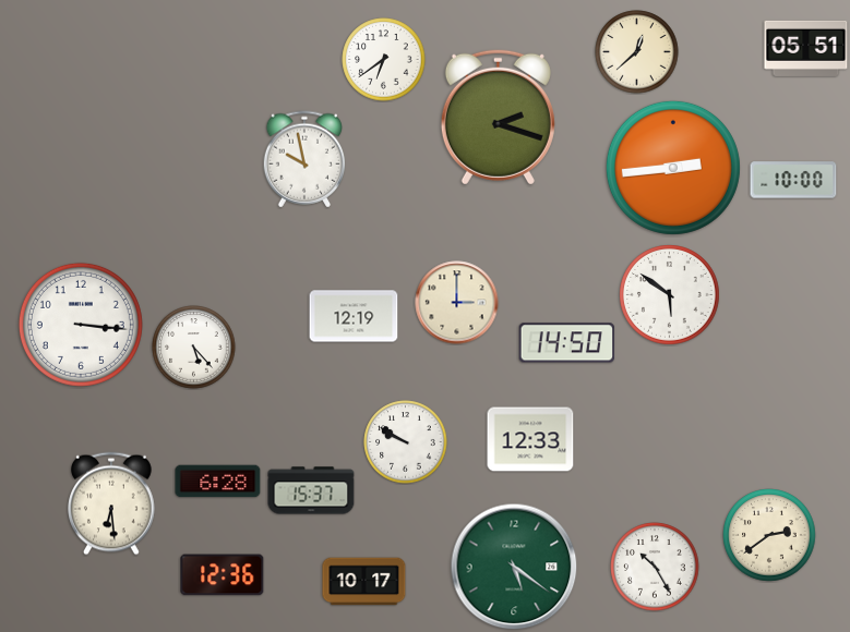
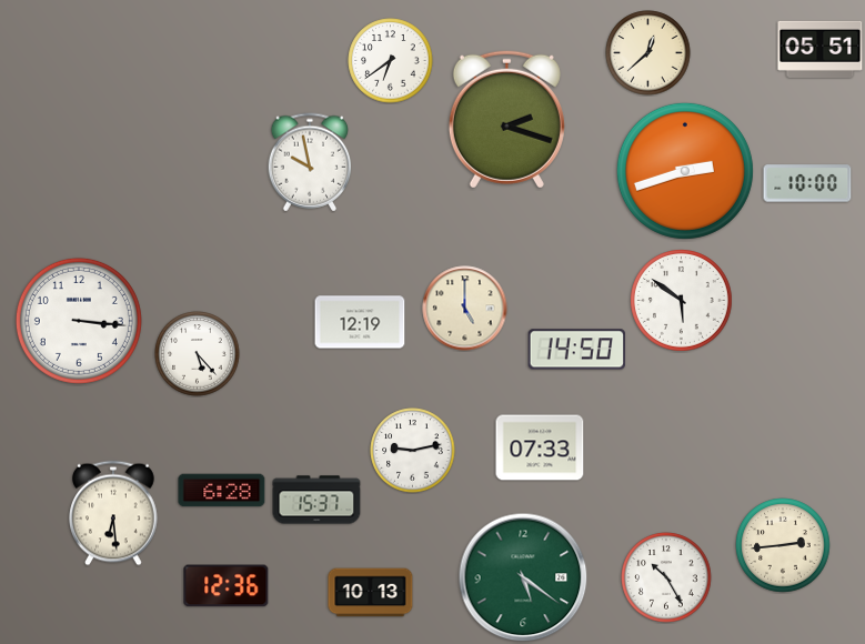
clock at (673, 168): 2:44 -> 2:42
clock at (457, 303): 3:00 -> 5:00
clock at (81, 325) position: (81, 325) -> (79, 321)
clock at (530, 439): 12:33 -> 07:33
clock at (406, 442): 9:50 -> 9:13
clock at (769, 535): 2:39 -> 2:44
clock at (364, 582): 10:17 -> 10:13
